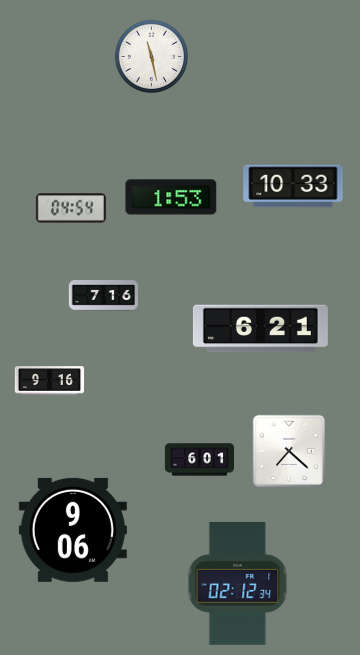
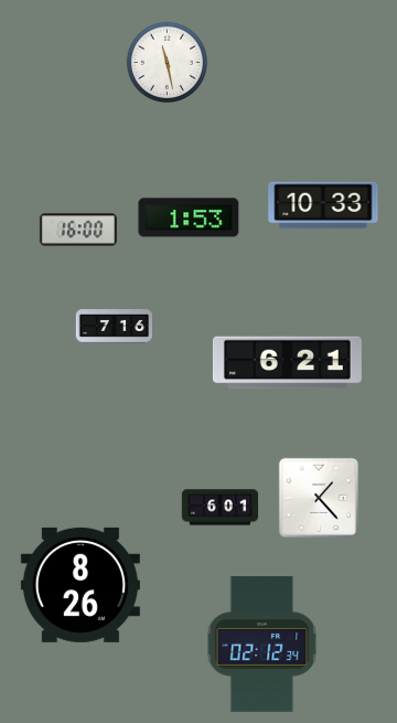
clock at (71, 208): 04:54 -> 16:00
clock at (50, 381): 9:16 -> none
clock at (288, 450): 7:22 -> 1:23
clock at (73, 530): 9:06 -> 8:26
